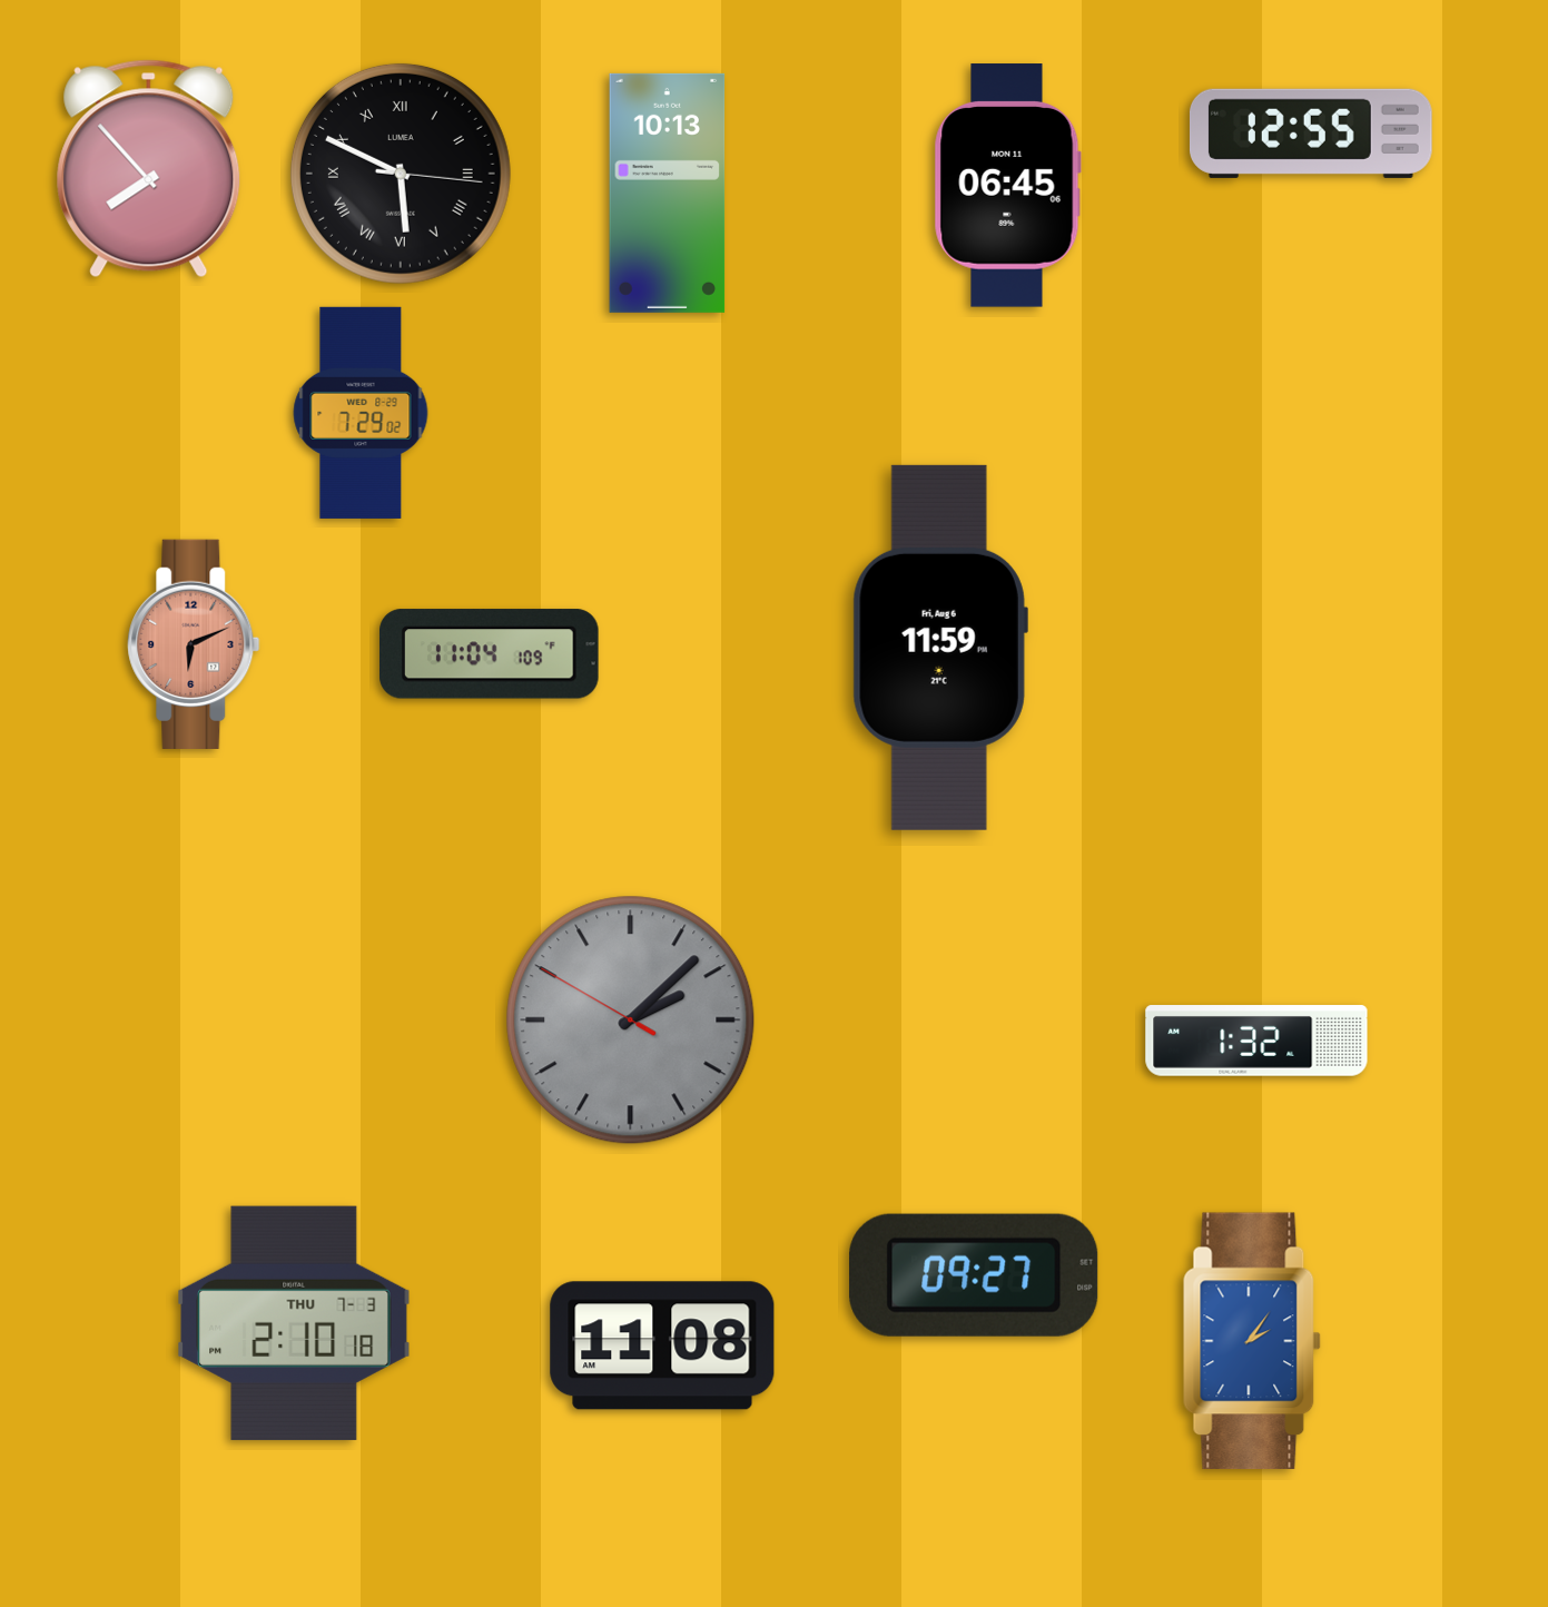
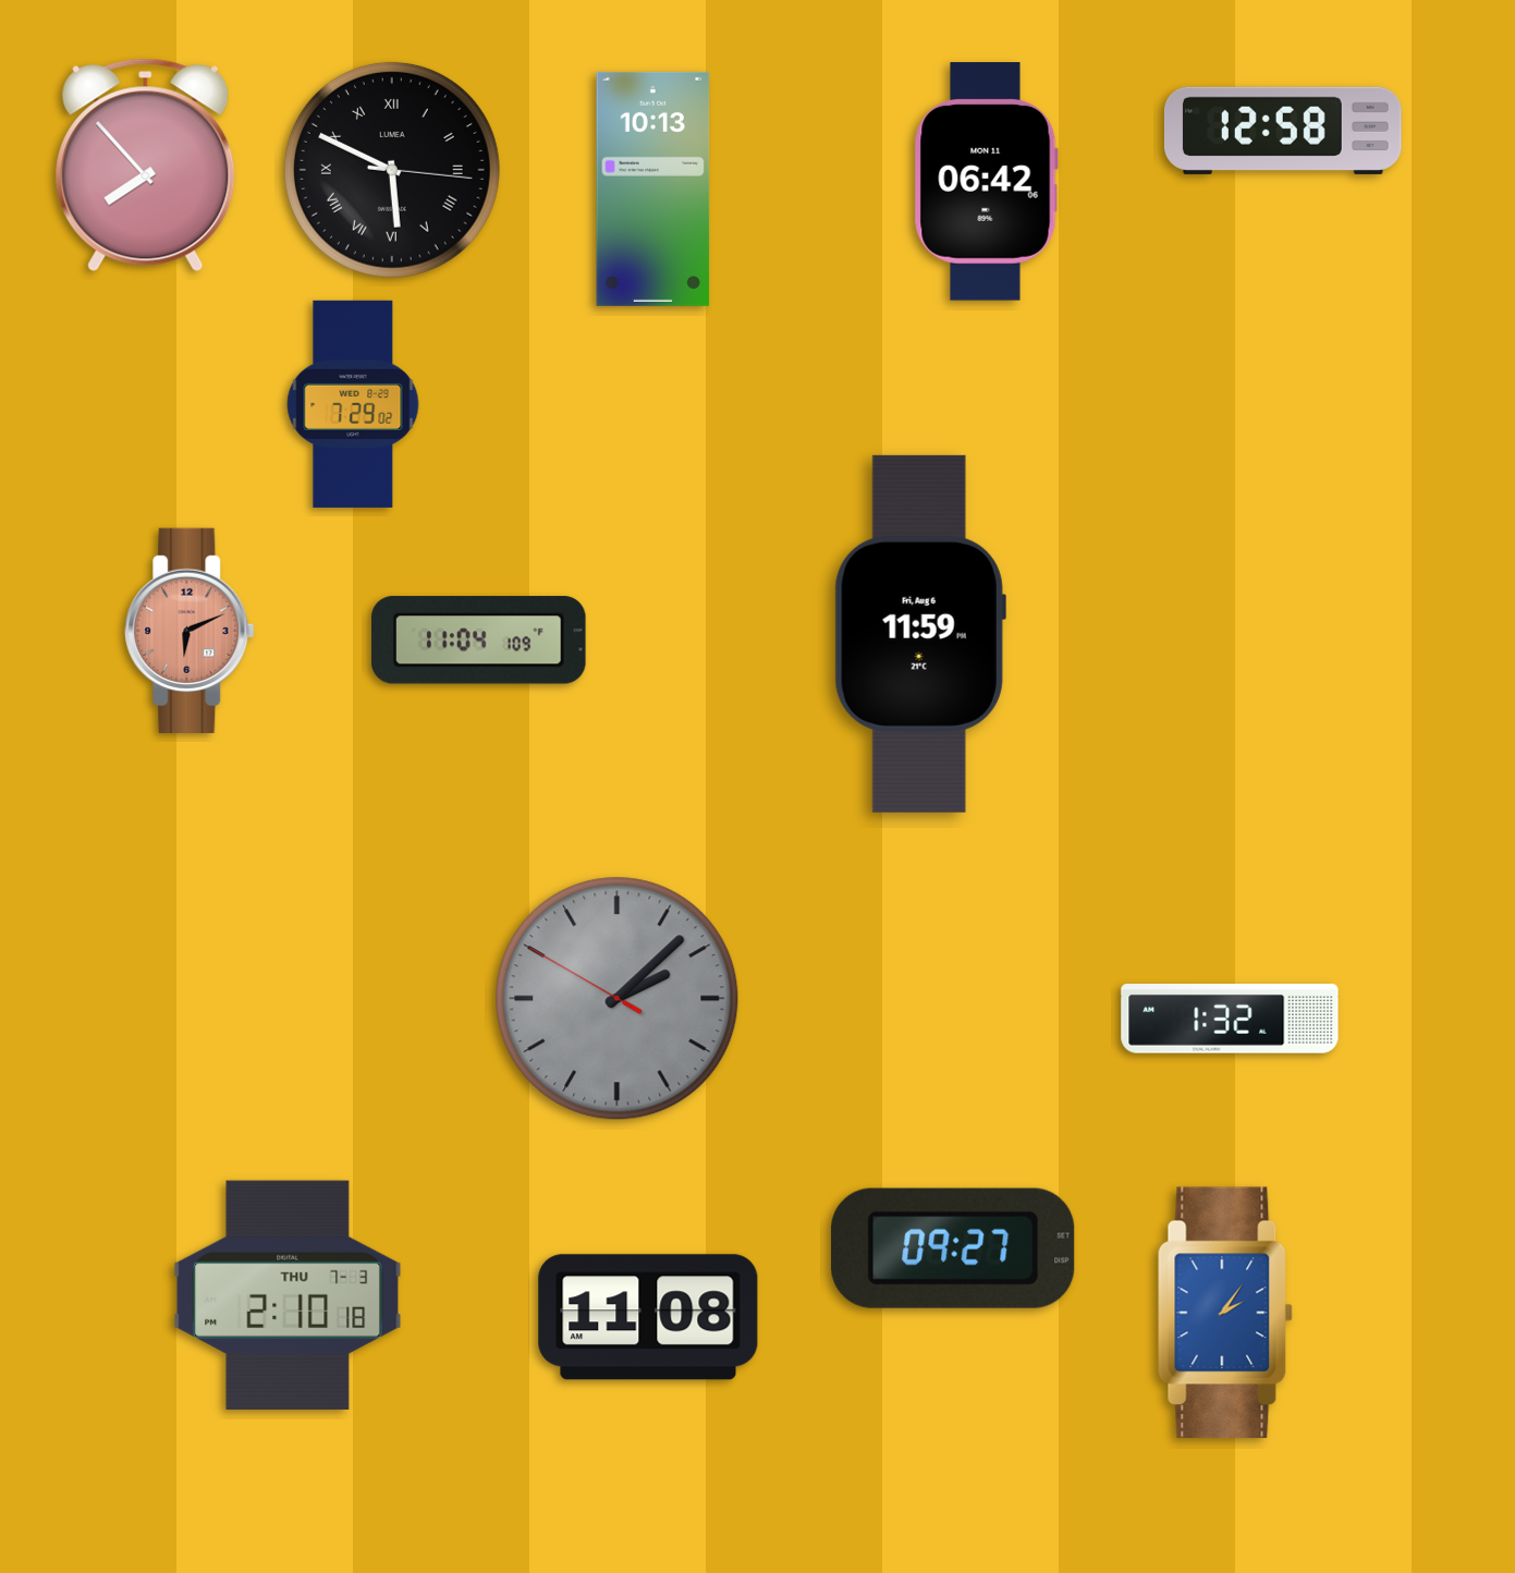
clock at (1311, 134): 12:55 -> 12:58
clock at (1007, 186): 06:45 -> 06:42
